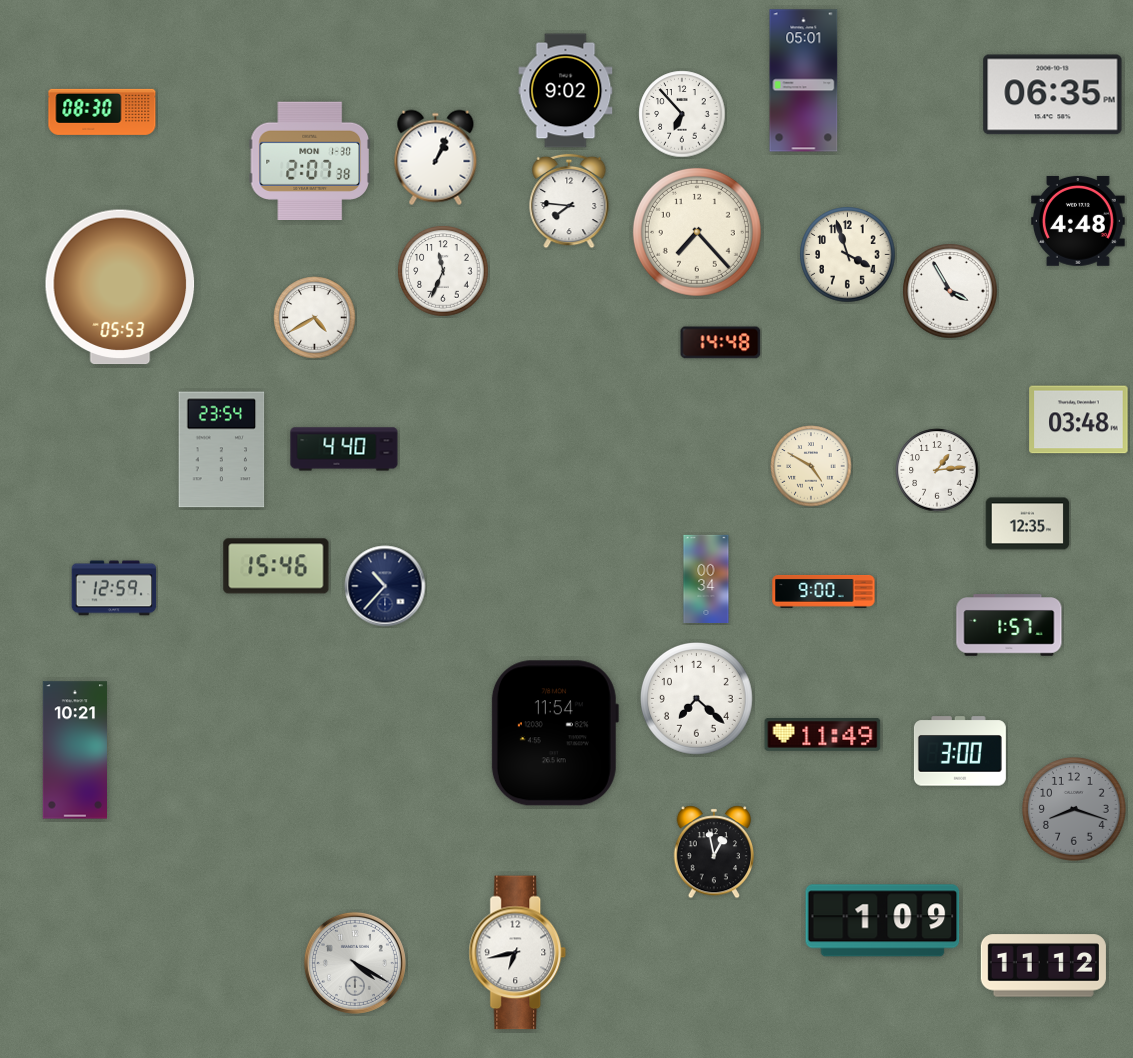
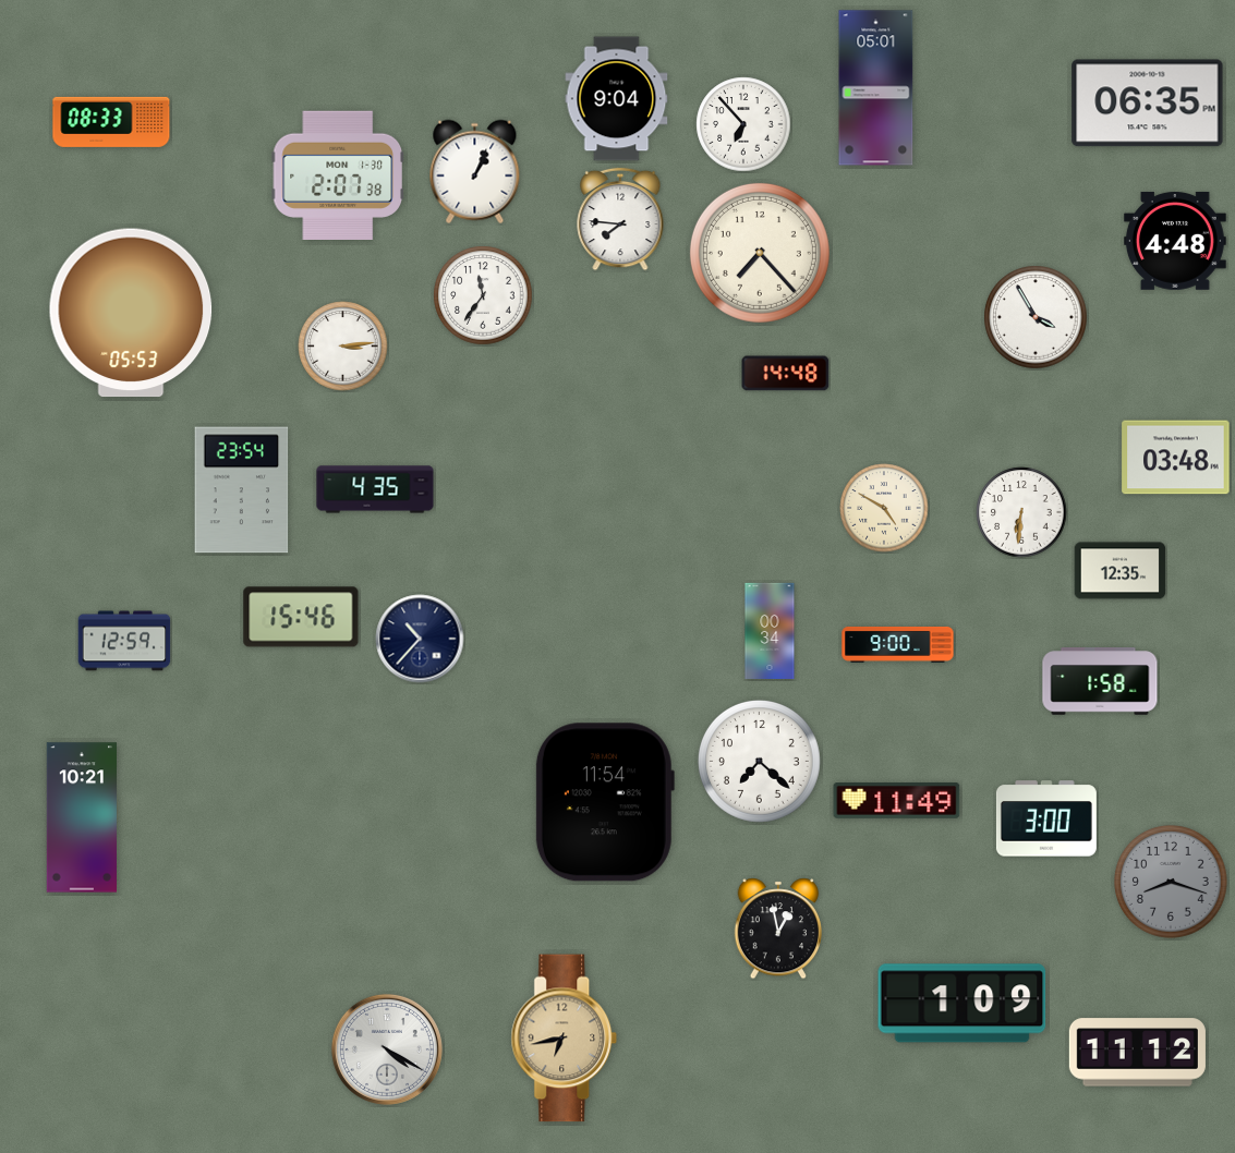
clock at (566, 91): 9:02 -> 9:04
clock at (102, 112): 08:30 -> 08:33
clock at (848, 255): 3:57 -> none
clock at (443, 271): 11:34 -> 11:36
clock at (315, 318): 4:40 -> 3:14
clock at (344, 449): 4:40 -> 4:35
clock at (937, 470): 1:14 -> 6:31
clock at (1009, 625): 1:57 -> 1:58
clock at (554, 733) position: (554, 733) -> (604, 802)
clock at (518, 953) dial: white -> champagne
